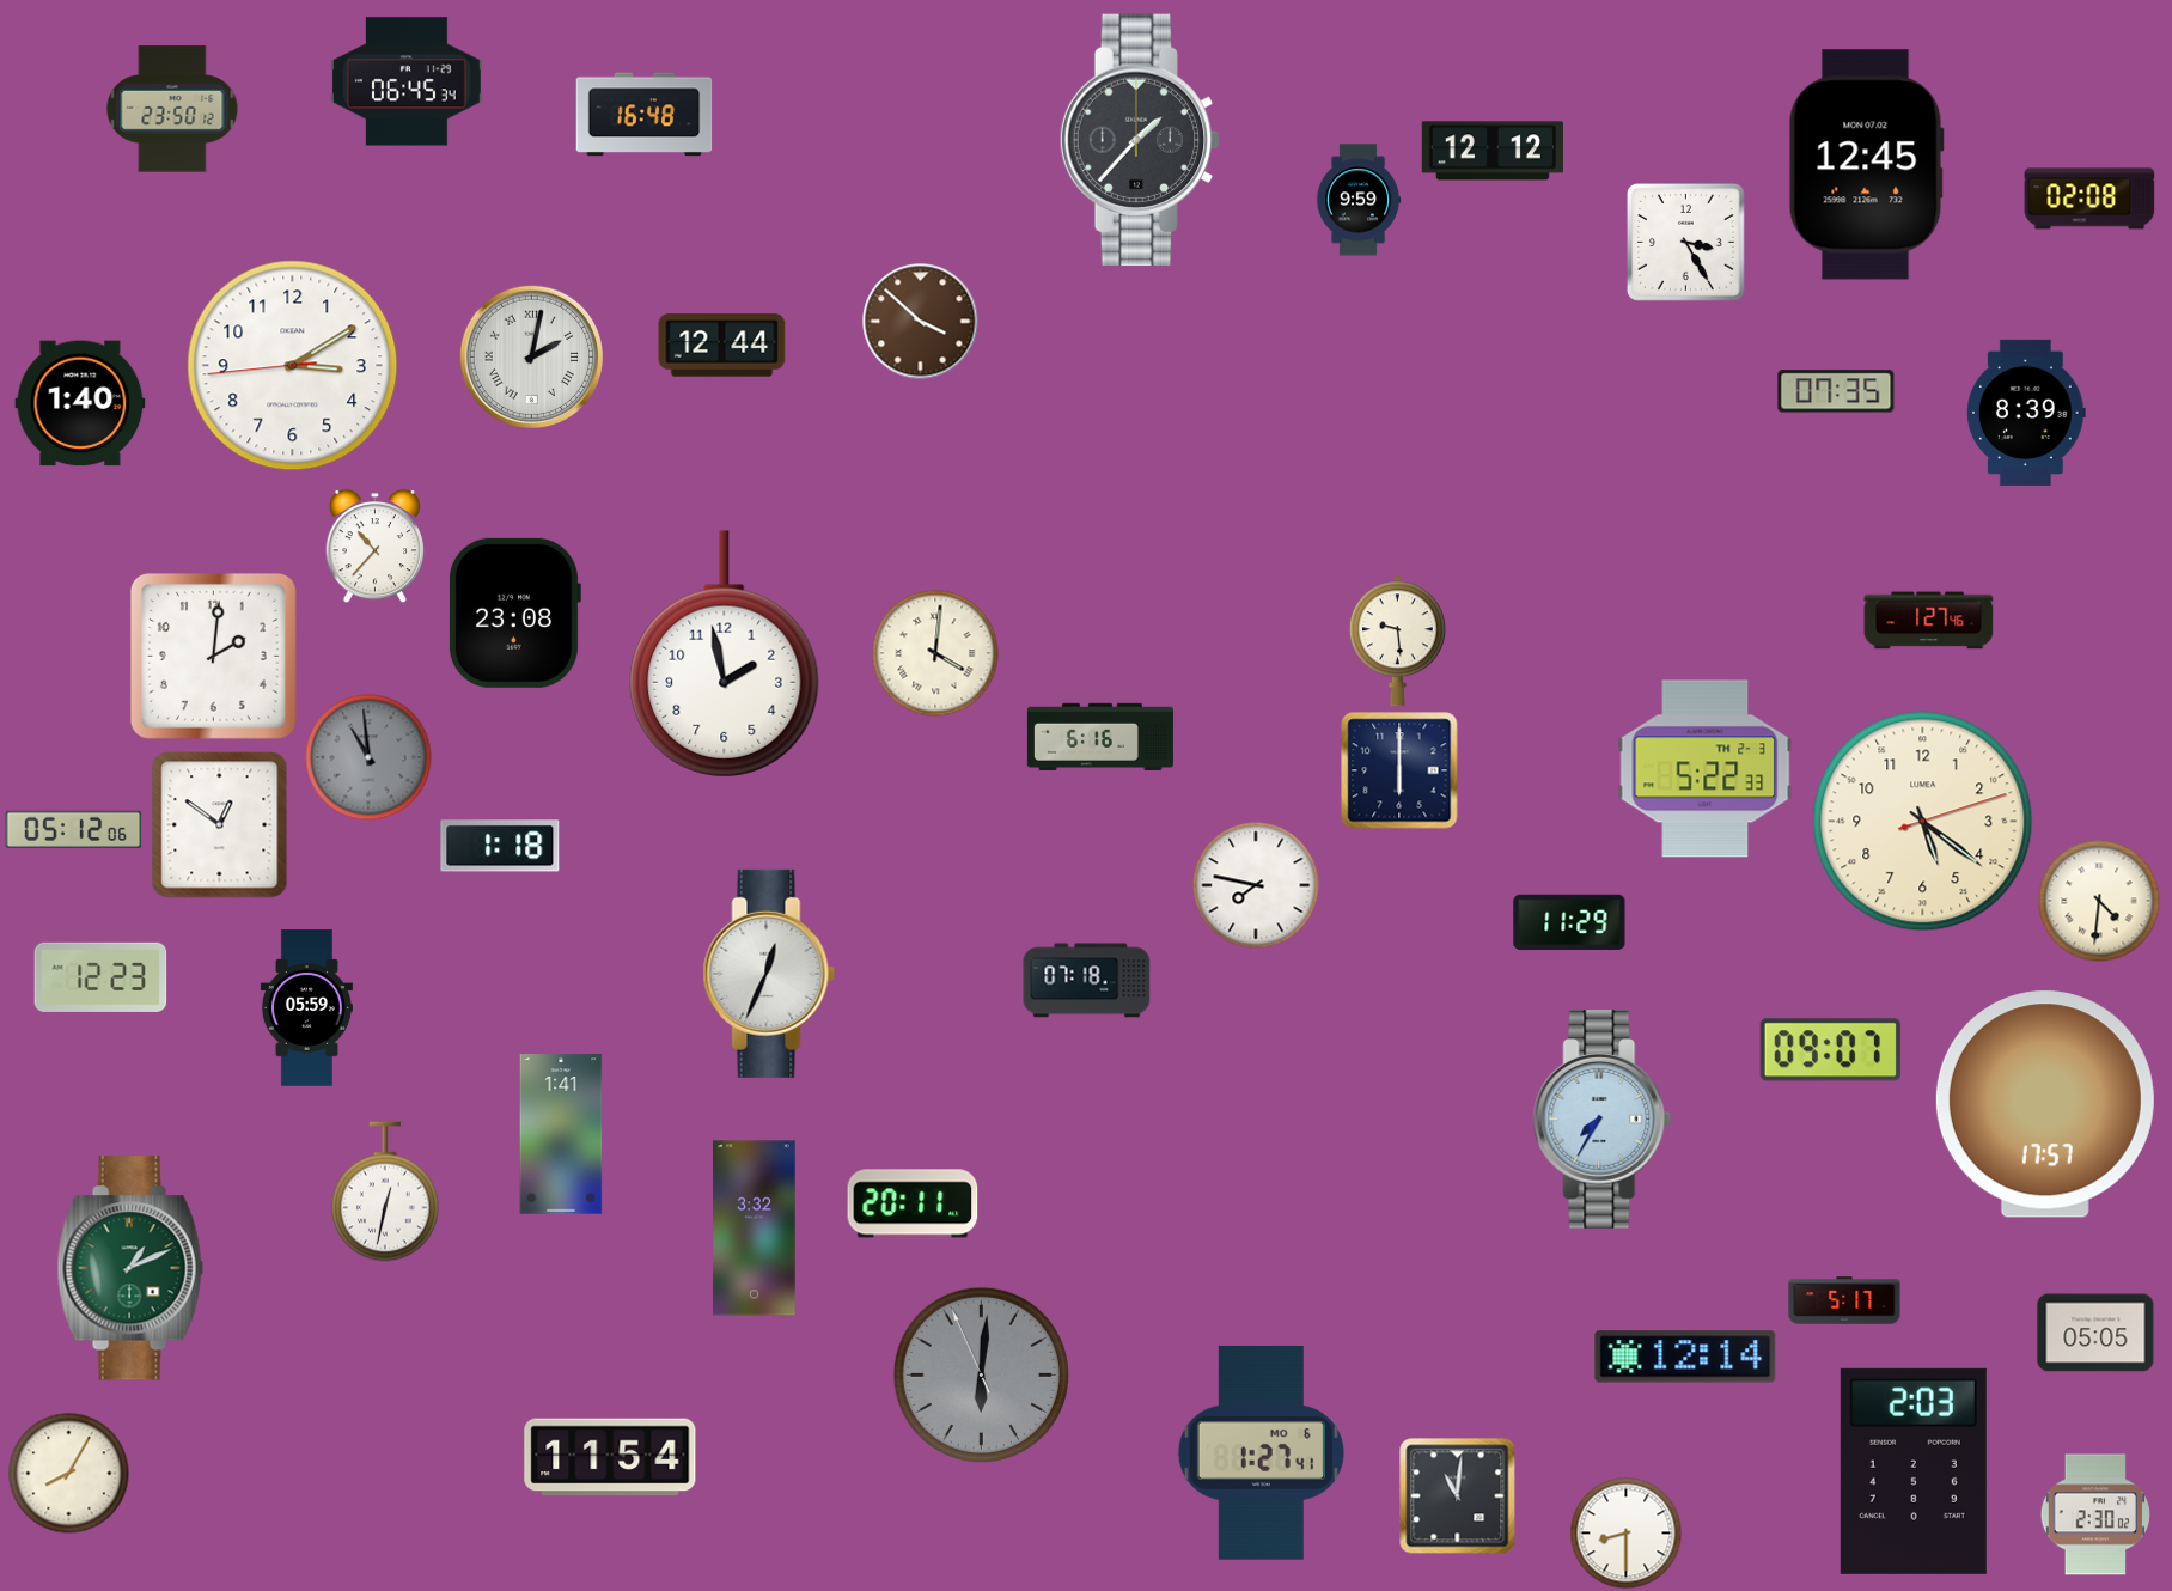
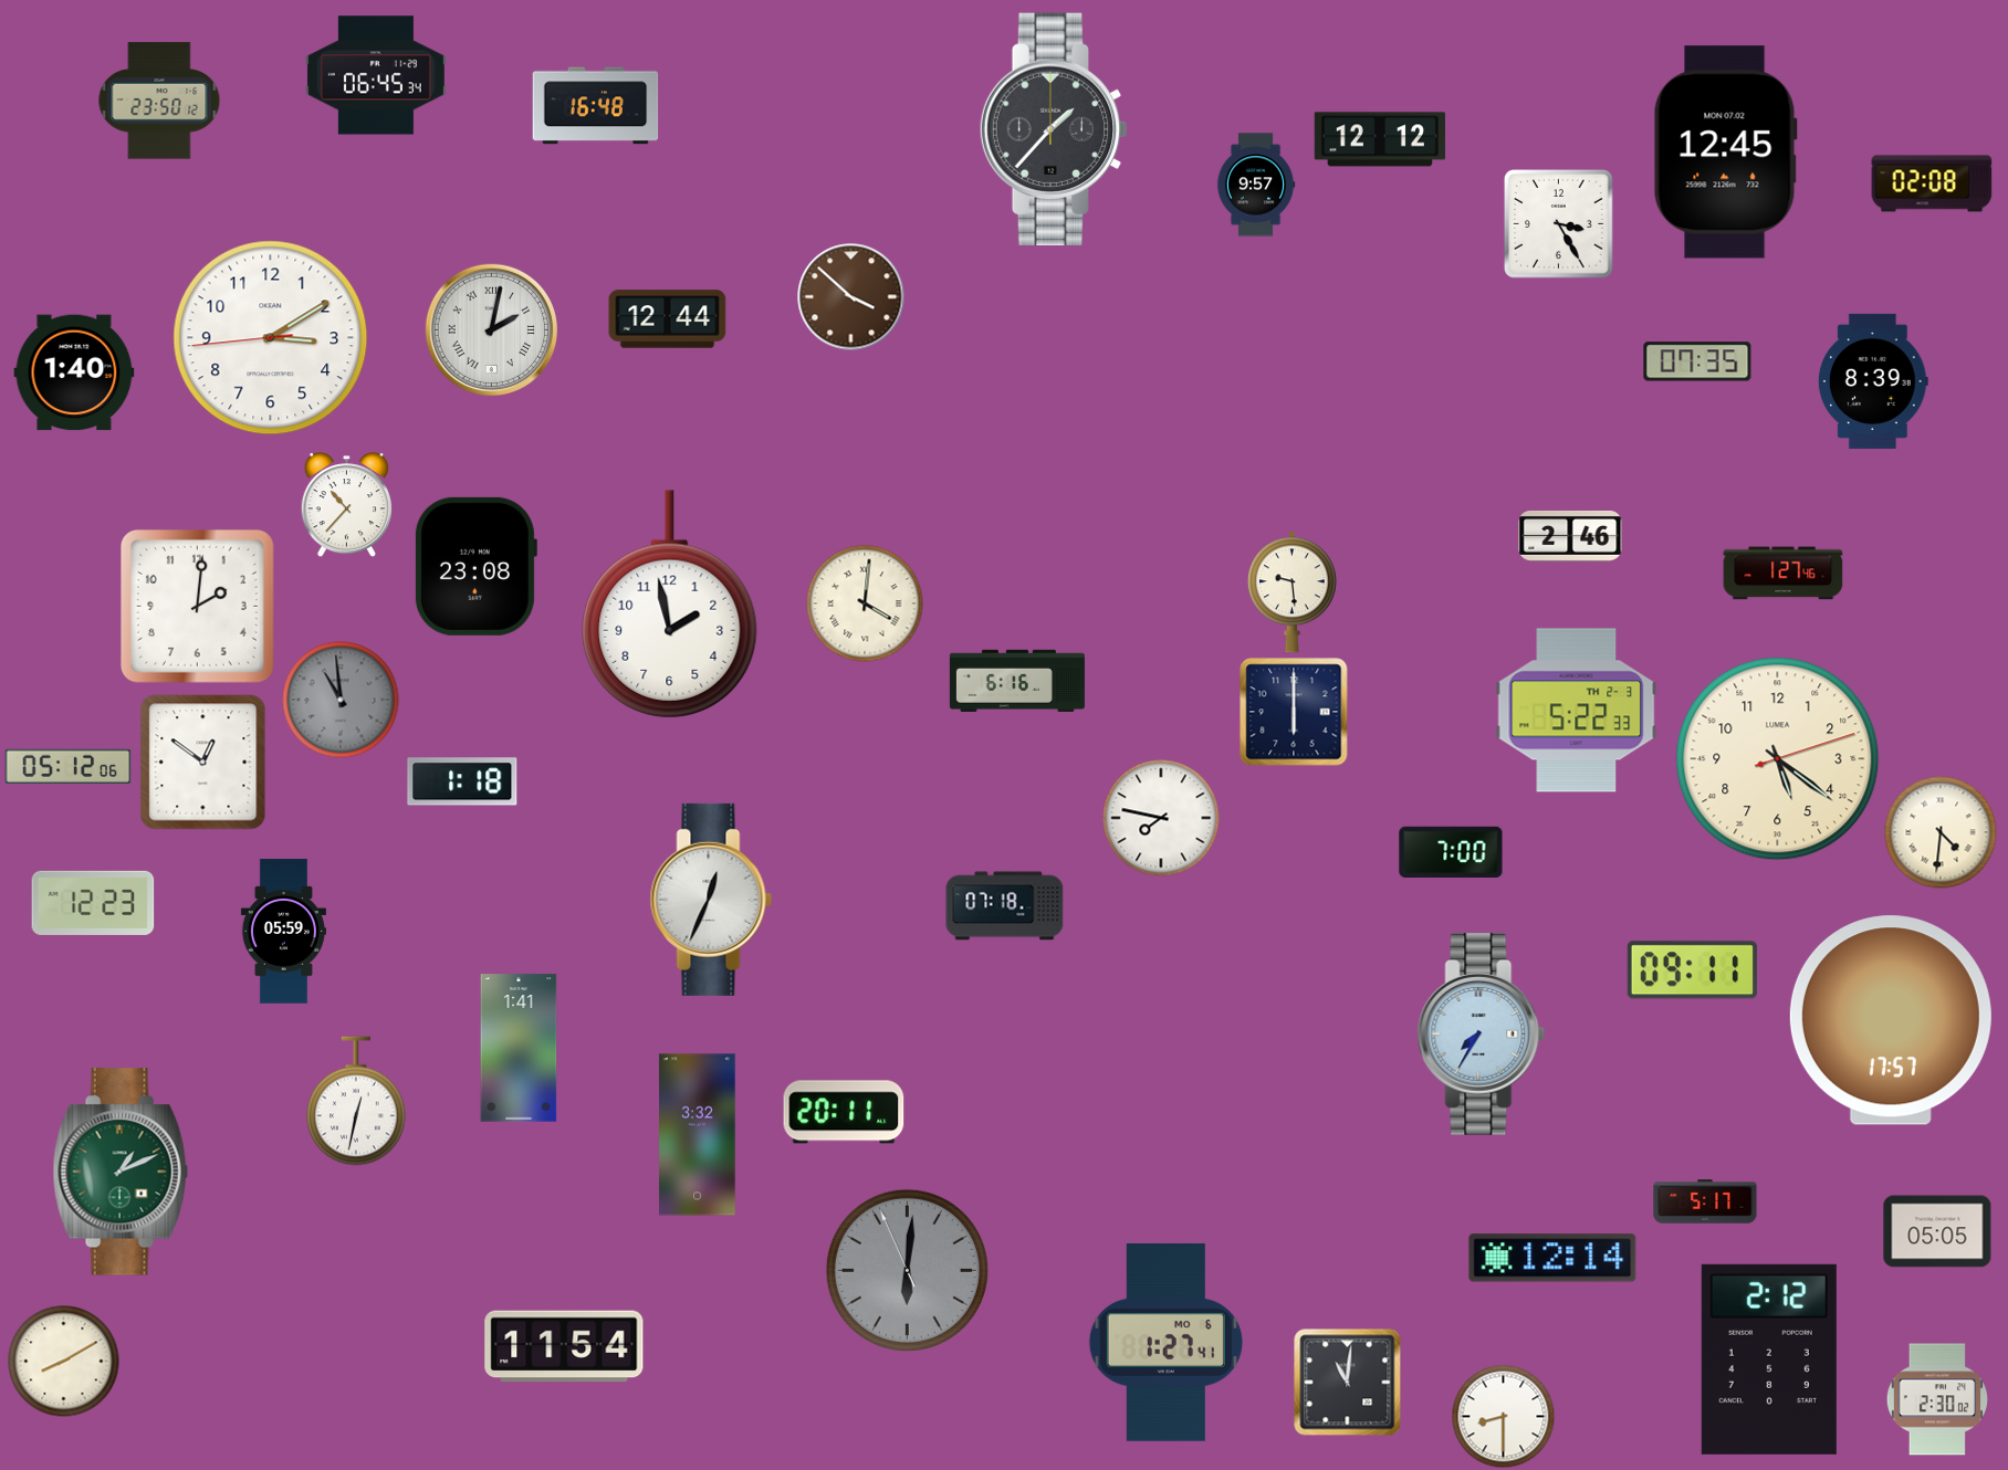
clock at (1359, 200): 9:59 -> 9:57
clock at (1570, 537): none -> 2:46
clock at (1569, 921): 11:29 -> 7:00
clock at (1830, 1050): 09:07 -> 09:11
clock at (1685, 1357) position: (1685, 1357) -> (1552, 1258)
clock at (1914, 1471): 2:03 -> 2:12
clock at (69, 1474): 8:05 -> 8:10
